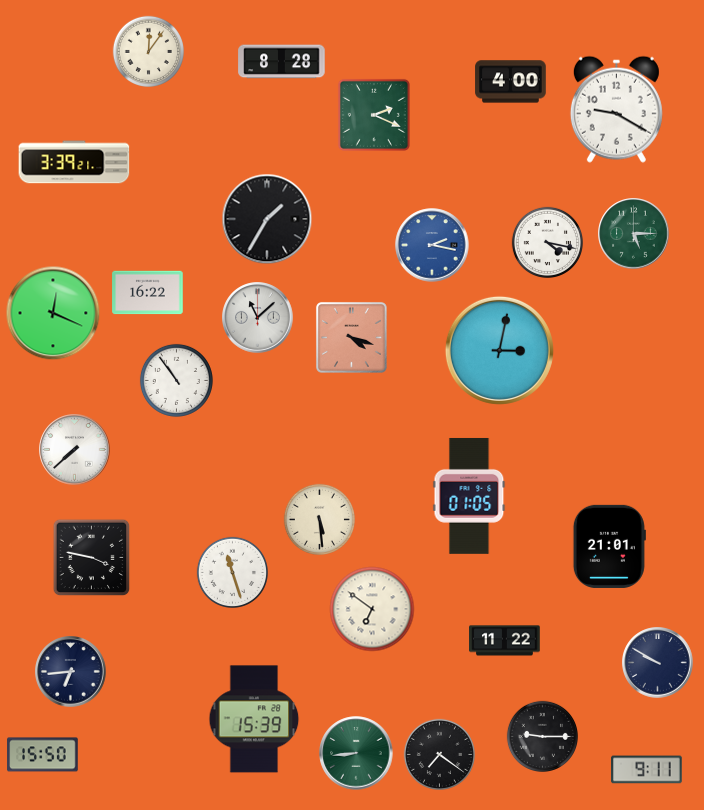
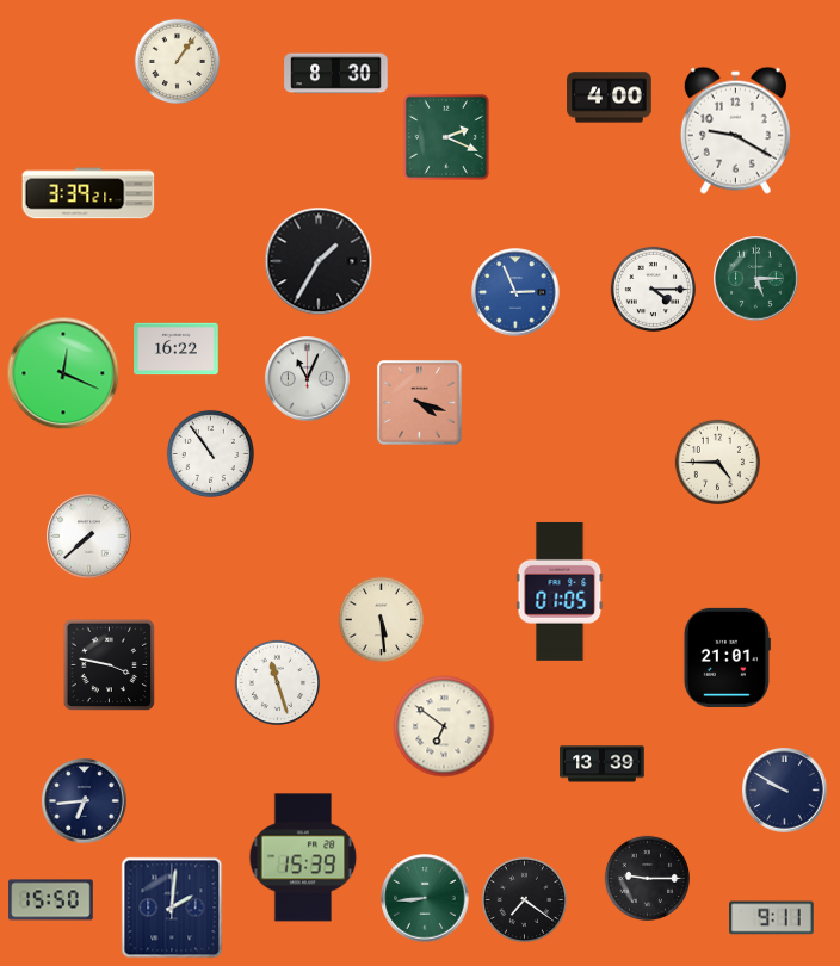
clock at (148, 51): 12:06 -> 1:06
clock at (282, 62): 8:28 -> 8:30
clock at (547, 242): 4:17 -> 4:15
clock at (432, 245): 2:17 -> 2:56
clock at (258, 318): 11:08 -> 11:04
clock at (499, 350): 3:02 -> none
clock at (717, 462): none -> 4:45
clock at (609, 546) position: (609, 546) -> (727, 657)
clock at (505, 641): 11:22 -> 13:39
clock at (172, 908): none -> 2:01
